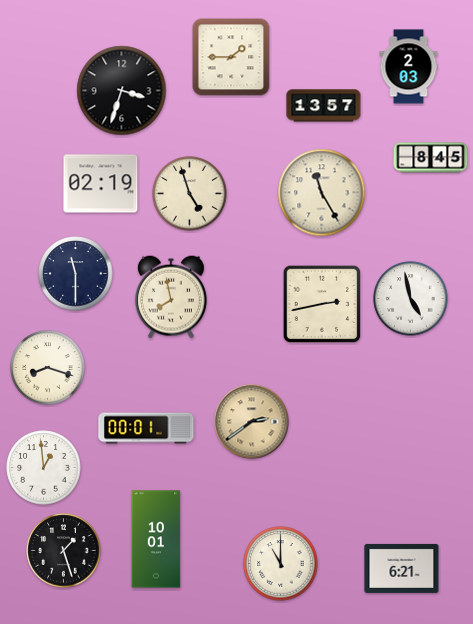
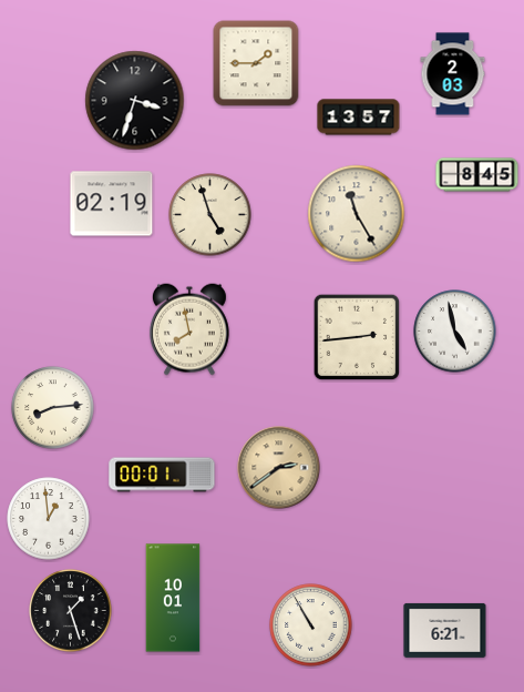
clock at (76, 274): 11:30 -> none
clock at (322, 304): 2:43 -> 2:44
clock at (48, 368): 8:18 -> 8:14
clock at (281, 564): 11:00 -> 10:55
